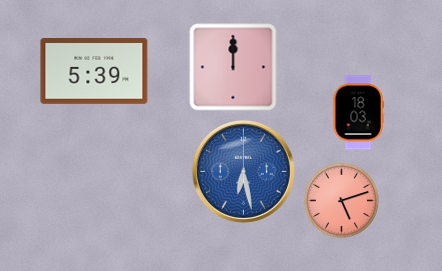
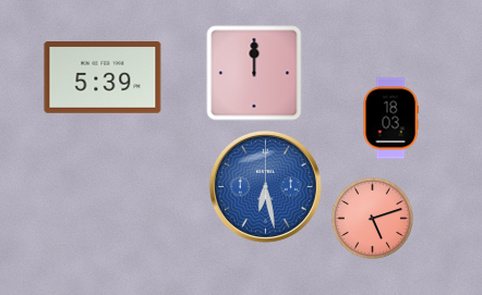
clock at (358, 113) position: (358, 113) -> (390, 119)
